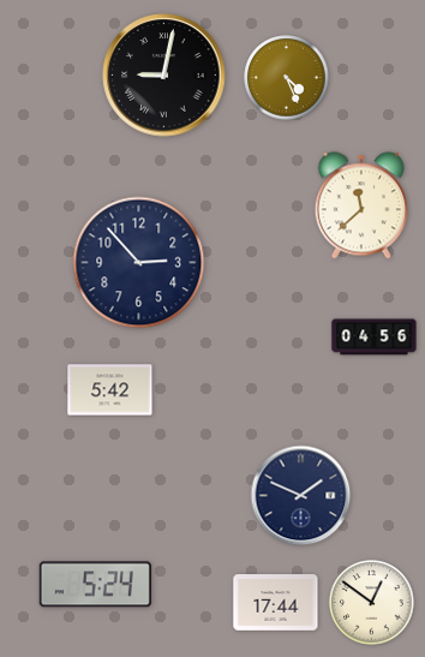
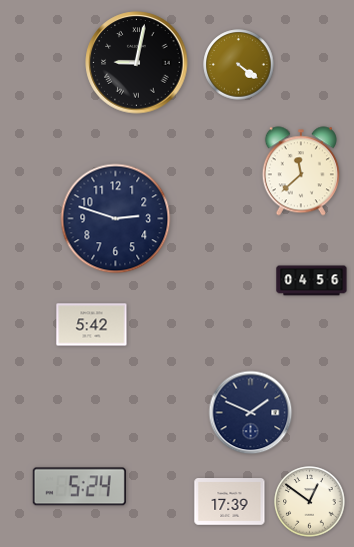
clock at (287, 78): 4:26 -> 4:21
clock at (139, 263): 2:53 -> 2:48
clock at (276, 603): 17:44 -> 17:39
